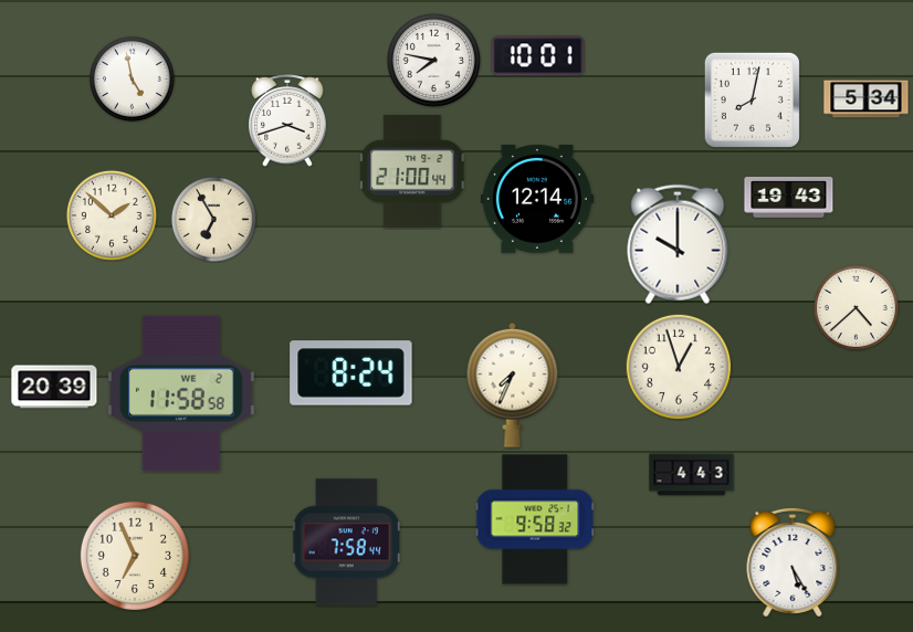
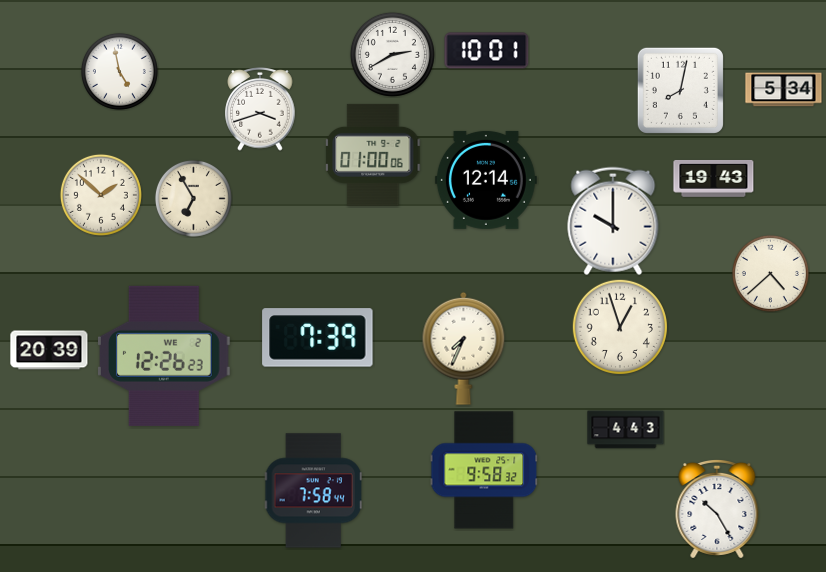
clock at (433, 60): 7:47 -> 2:40
clock at (413, 171): 21:00 -> 01:00
clock at (856, 307) position: (856, 307) -> (770, 273)
clock at (679, 367) position: (679, 367) -> (620, 327)
clock at (351, 373): 8:24 -> 7:39
clock at (182, 393): 11:58 -> 12:26
clock at (134, 555): 6:56 -> none
clock at (793, 562): 5:25 -> 10:25
